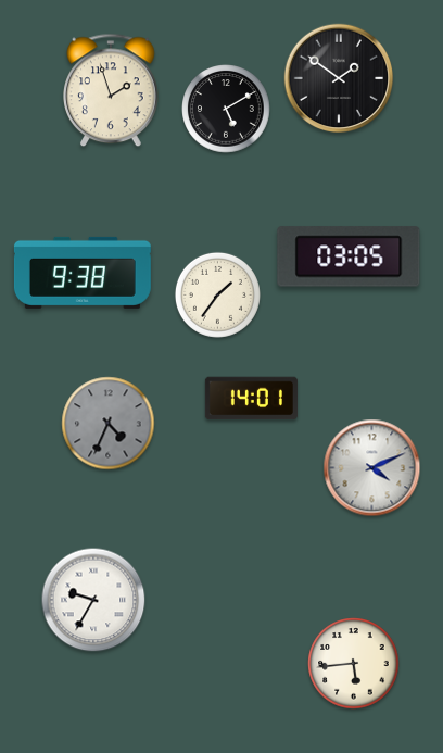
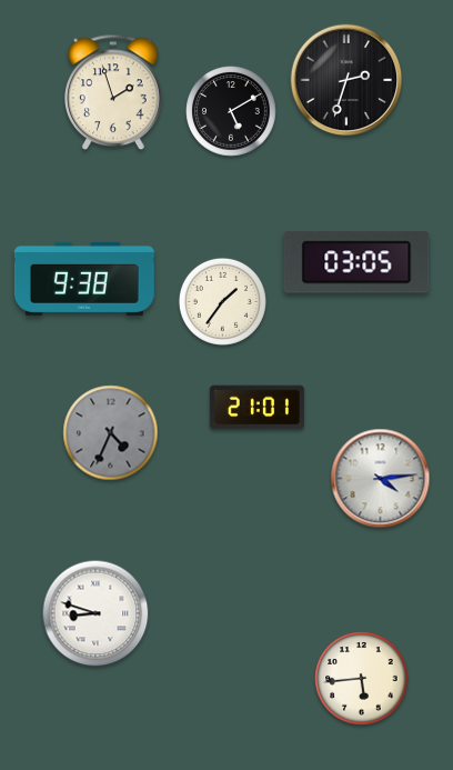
clock at (339, 78): 1:51 -> 2:33
clock at (251, 399): 14:01 -> 21:01
clock at (372, 468): 4:11 -> 4:14
clock at (93, 600): 9:35 -> 8:48
